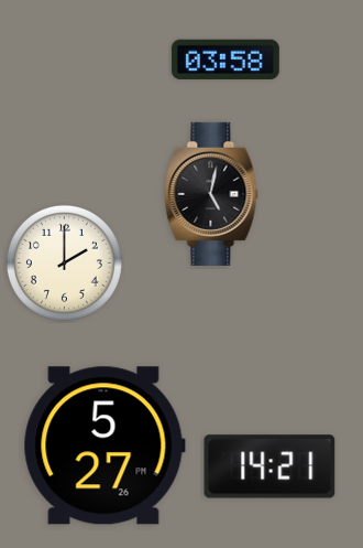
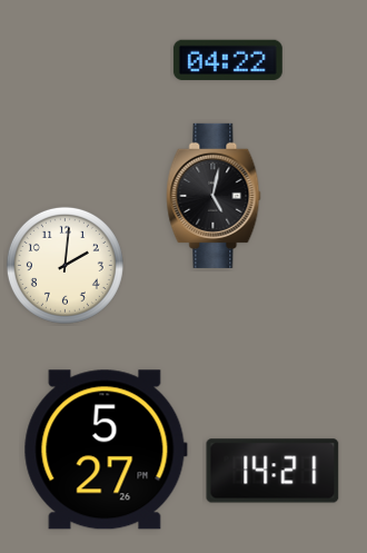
clock at (226, 58): 03:58 -> 04:22
clock at (64, 262): 2:00 -> 2:01
